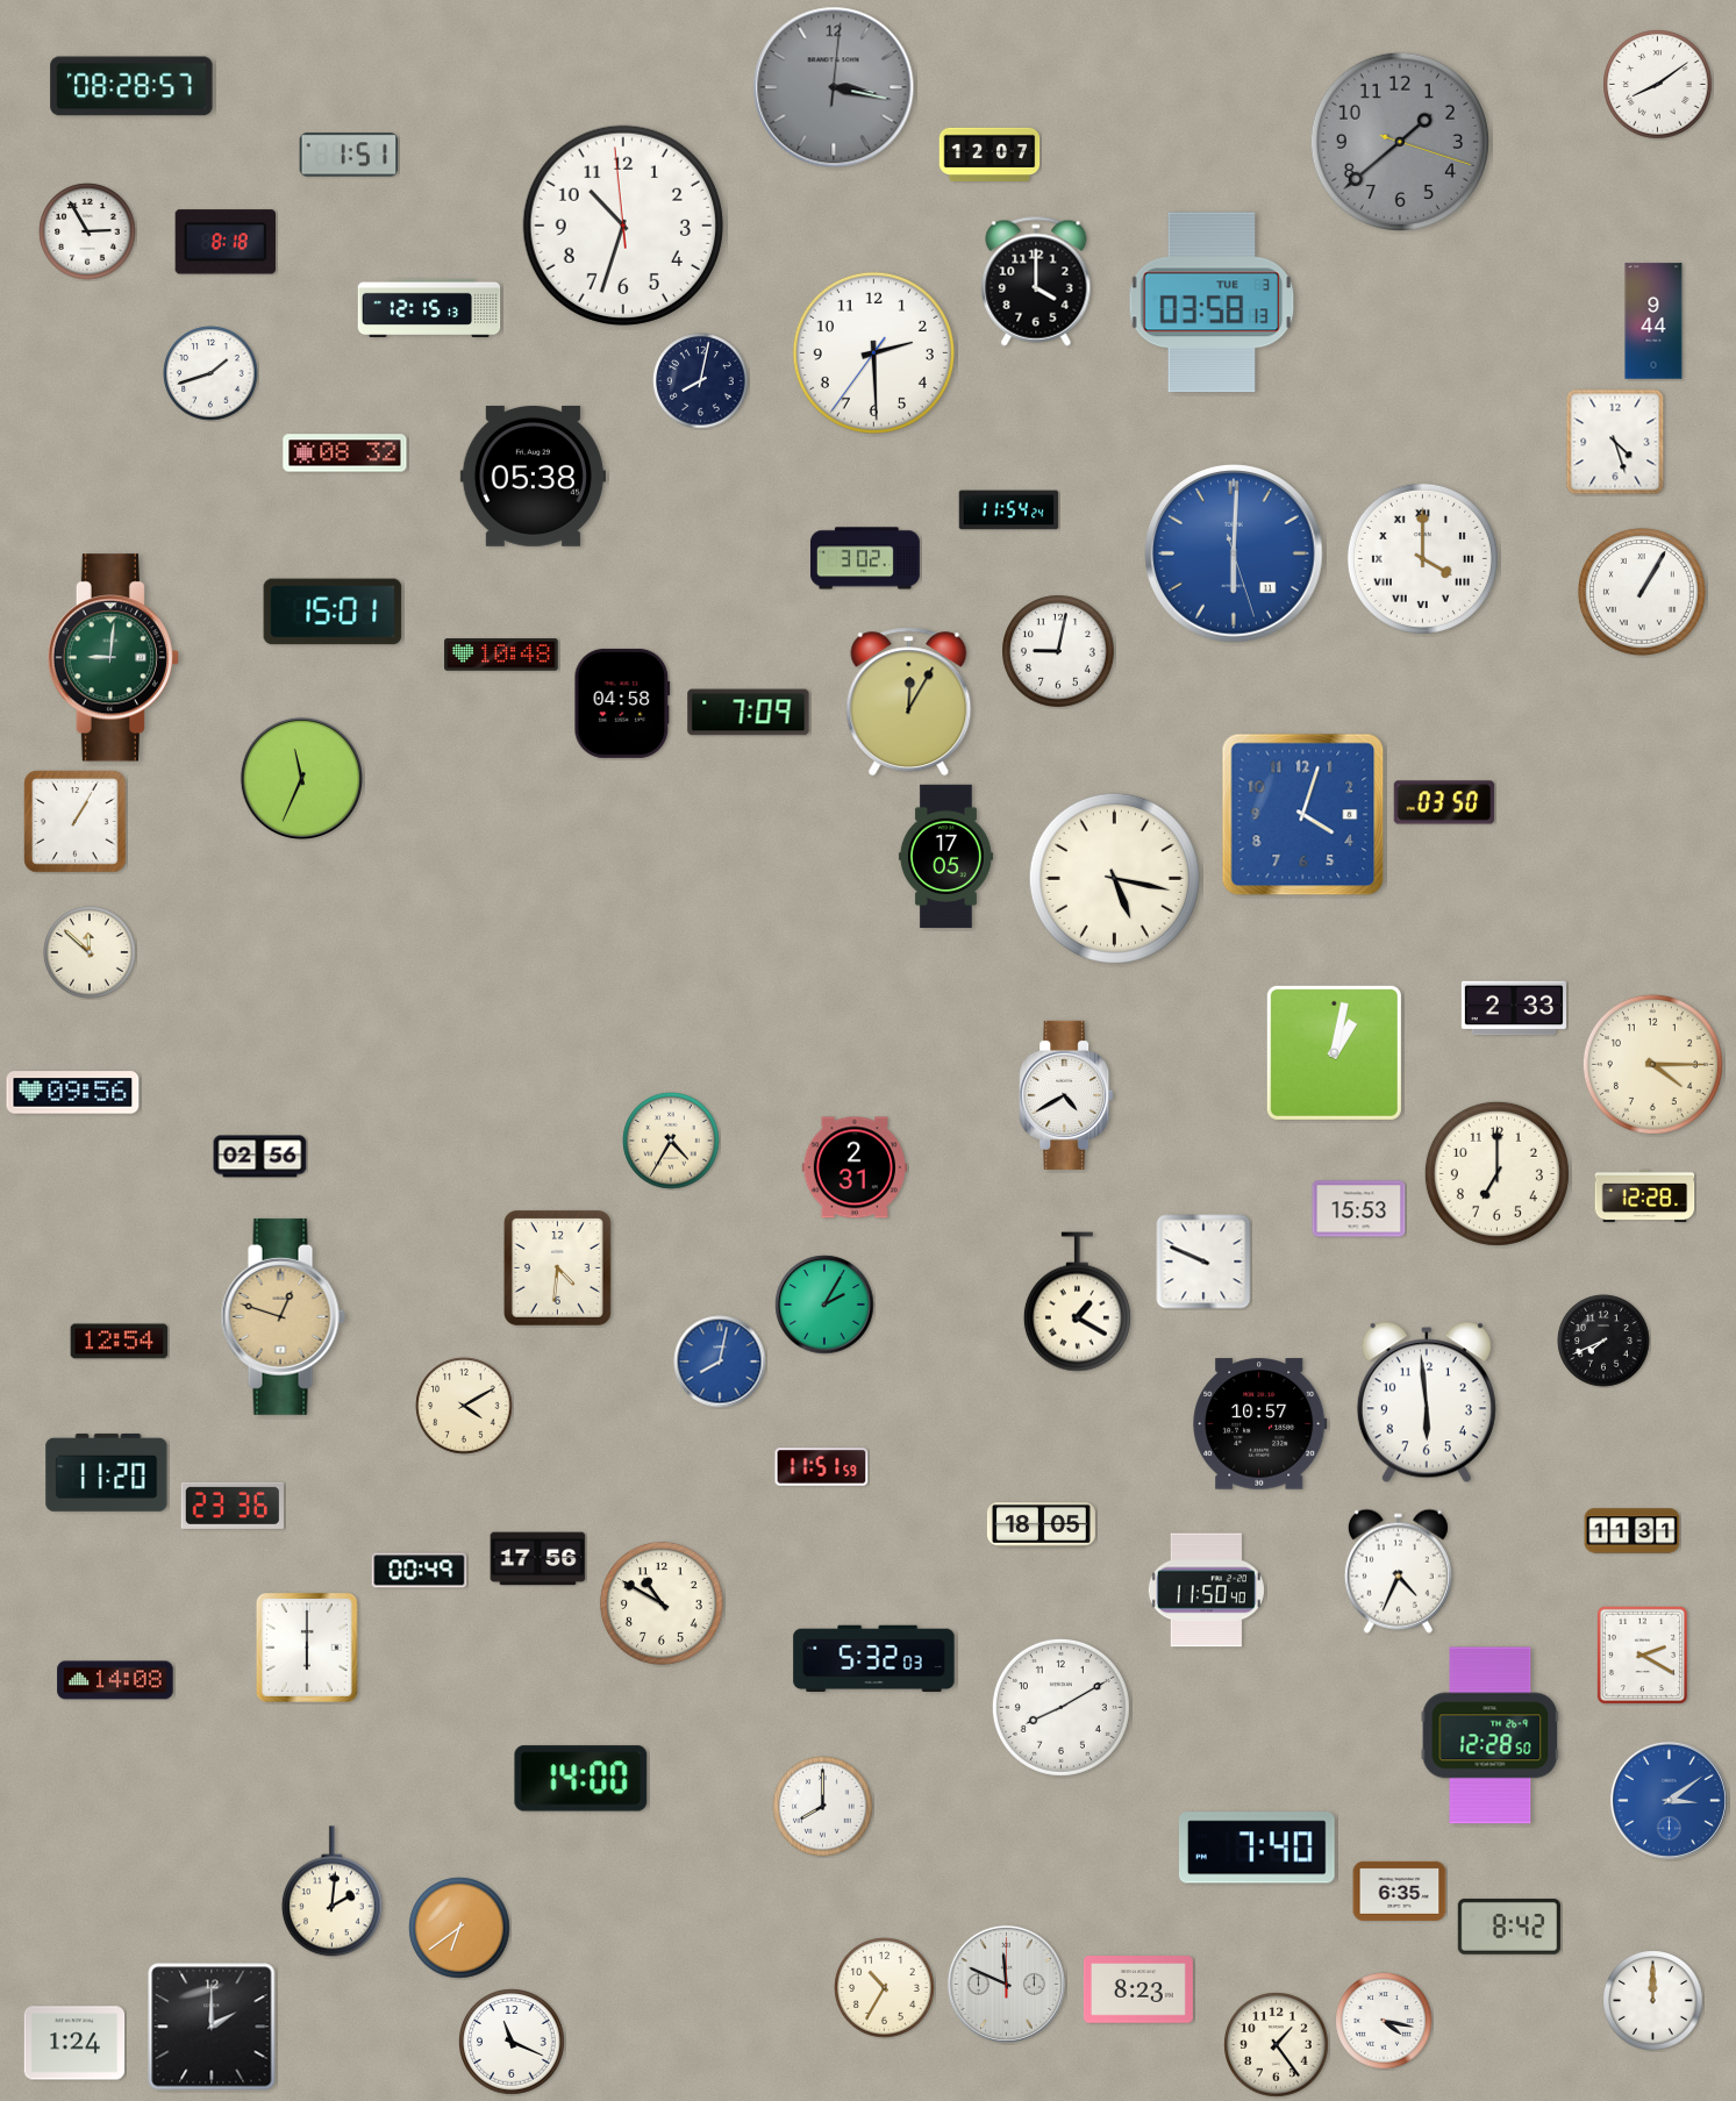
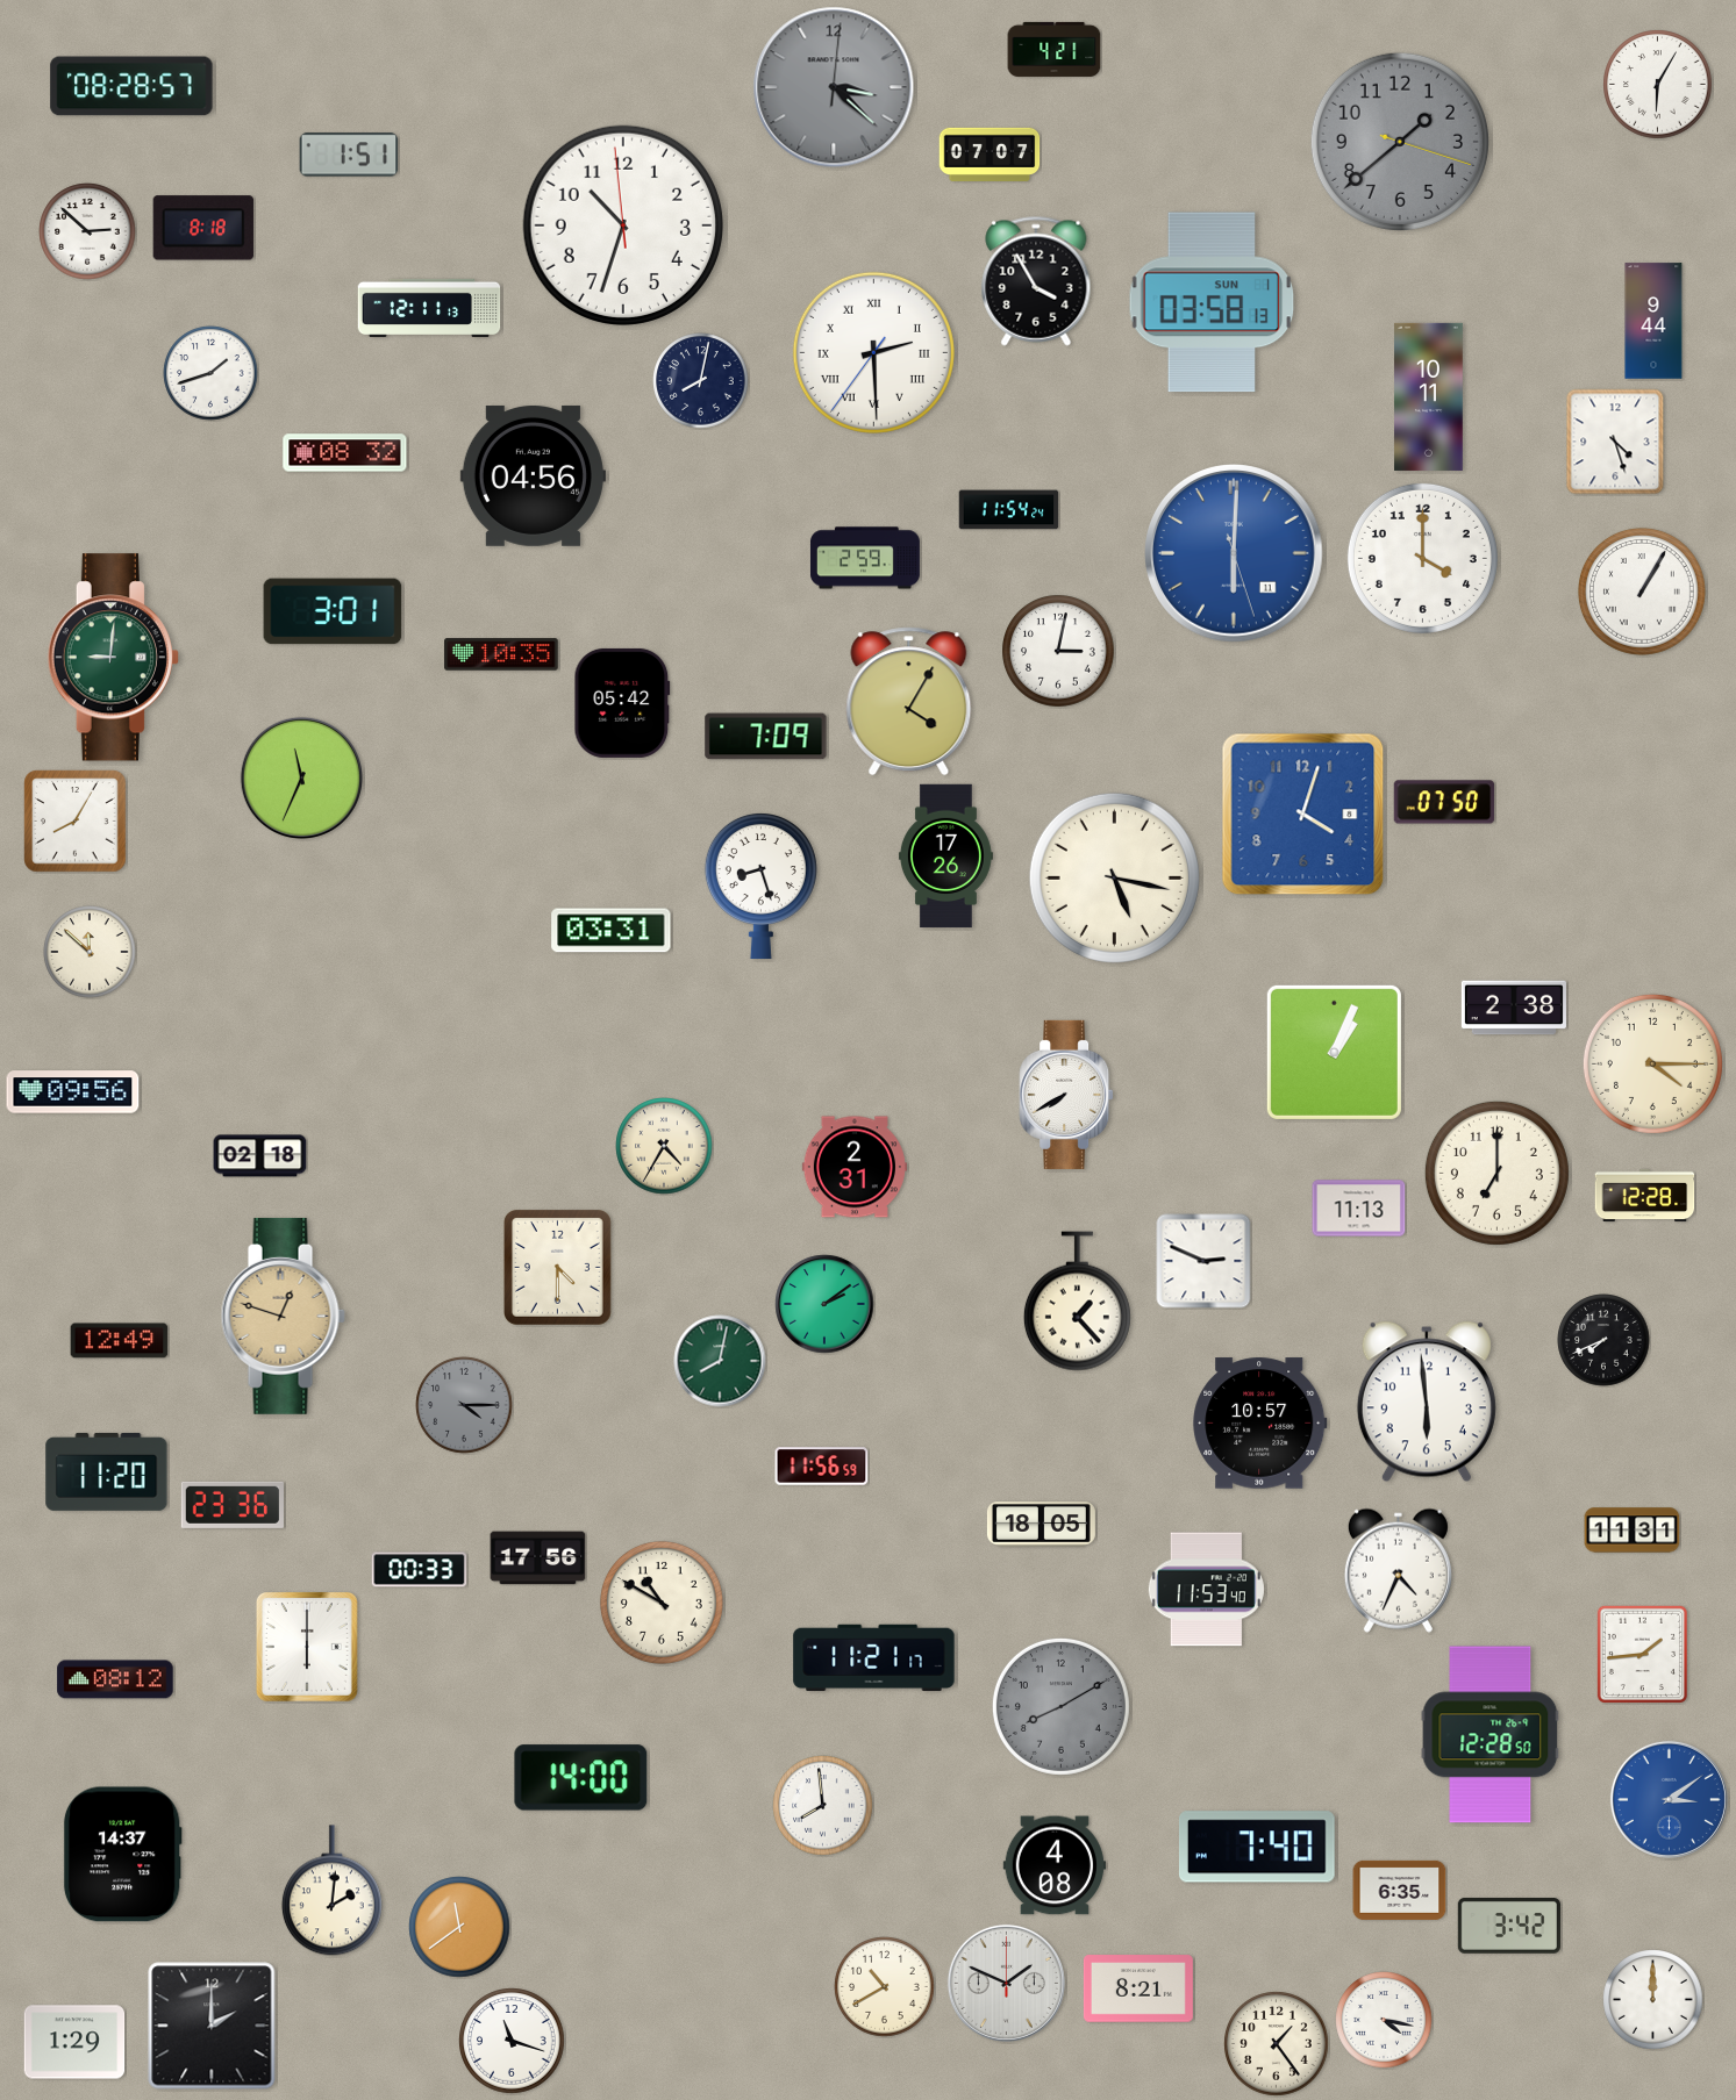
clock at (1055, 49): none -> 4:21
clock at (1658, 85): 8:09 -> 6:05
clock at (834, 87): 3:17 -> 3:22
clock at (990, 153): 12:07 -> 07:07
clock at (87, 231): 2:55 -> 2:52
clock at (226, 242) position: (226, 242) -> (203, 228)
clock at (1036, 281): 4:00 -> 3:55
clock at (1212, 302) date: TUE 3 -> SUN 1
clock at (429, 307): 12:15 -> 12:11
clock at (873, 352) numerals: Arabic -> Roman
clock at (1429, 396): none -> 10:11
clock at (533, 476): 05:38 -> 04:56
clock at (865, 558): 3:02 -> 2:59
clock at (1422, 558) numerals: Roman -> Arabic
clock at (333, 612): 15:01 -> 3:01
clock at (1058, 651): 9:02 -> 3:02
clock at (501, 655): 10:48 -> 10:35
clock at (909, 702): 12:05 -> 4:05
clock at (622, 703): 04:58 -> 05:42
clock at (749, 713) position: (749, 713) -> (766, 737)
clock at (1444, 802): 03:50 -> 07:50
clock at (76, 822): 1:05 -> 8:05
clock at (945, 857): 17:05 -> 17:26
clock at (760, 886): none -> 8:27
clock at (612, 931): none -> 03:31
clock at (1514, 1008): 2:33 -> 2:38
clock at (1334, 1052): 1:02 -> 1:04
clock at (1066, 1095): 4:40 -> 7:40
clock at (671, 1141) position: (671, 1141) -> (664, 1146)
clock at (260, 1157): 02:56 -> 02:18
clock at (1359, 1209): 15:53 -> 11:13
clock at (1203, 1262): 9:49 -> 2:49
clock at (557, 1267): 4:31 -> 4:30
clock at (1077, 1302): 1:20 -> 1:23
clock at (824, 1305): 2:05 -> 2:09
clock at (120, 1342): 12:54 -> 12:49
clock at (720, 1362) dial: blue -> green
clock at (464, 1406): 4:10 -> 4:15
clock at (464, 1406) dial: cream -> grey
clock at (822, 1467): 11:51 -> 11:56
clock at (420, 1571): 00:49 -> 00:33
clock at (1206, 1591): 11:50 -> 11:53
clock at (1642, 1655): 2:20 -> 1:44
clock at (874, 1659): 5:32 -> 11:21
clock at (115, 1680): 14:08 -> 08:12
clock at (1060, 1707) dial: white -> grey
clock at (823, 1807): 8:00 -> 7:59
clock at (122, 1855): none -> 14:37
clock at (1053, 1865): none -> 4:08
clock at (1509, 1927): 8:42 -> 3:42
clock at (459, 1928): 6:39 -> 11:39
clock at (1006, 1984): 11:49 -> 1:49
clock at (885, 1988): 10:35 -> 10:40
clock at (1138, 1989): 8:23 -> 8:21
clock at (512, 2042): 11:19 -> 11:18
clock at (74, 2043): 1:24 -> 1:29
